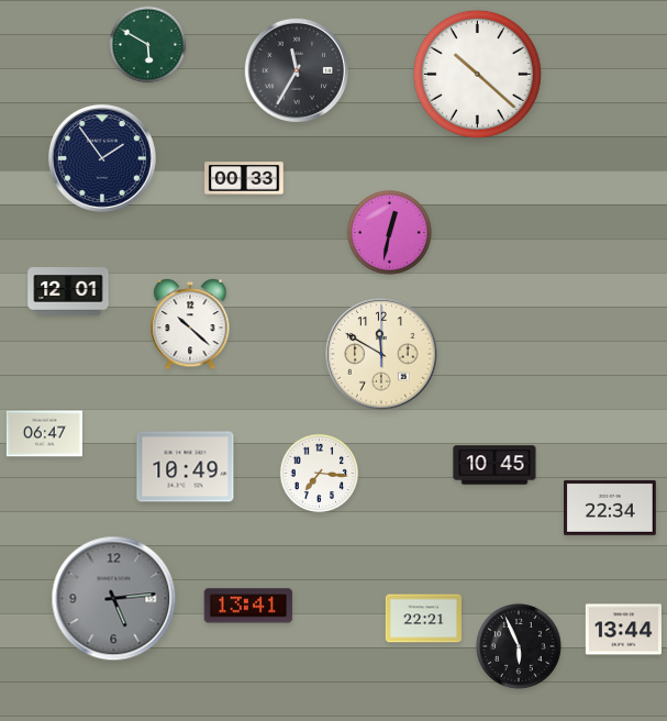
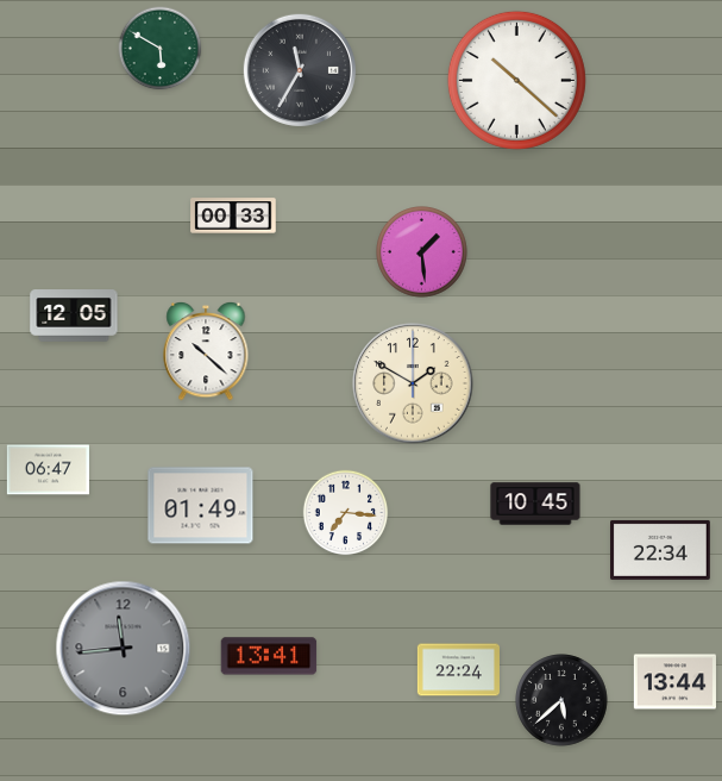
clock at (297, 70) position: (297, 70) -> (300, 70)
clock at (102, 158): 1:54 -> none
clock at (244, 178) position: (244, 178) -> (233, 215)
clock at (390, 233): 12:32 -> 1:29
clock at (68, 291): 12:01 -> 12:05
clock at (381, 354): 11:50 -> 1:50
clock at (186, 467): 10:49 -> 01:49
clock at (114, 599): 5:14 -> 11:44
clock at (423, 619): 22:21 -> 22:24
clock at (519, 646): 5:56 -> 5:38
